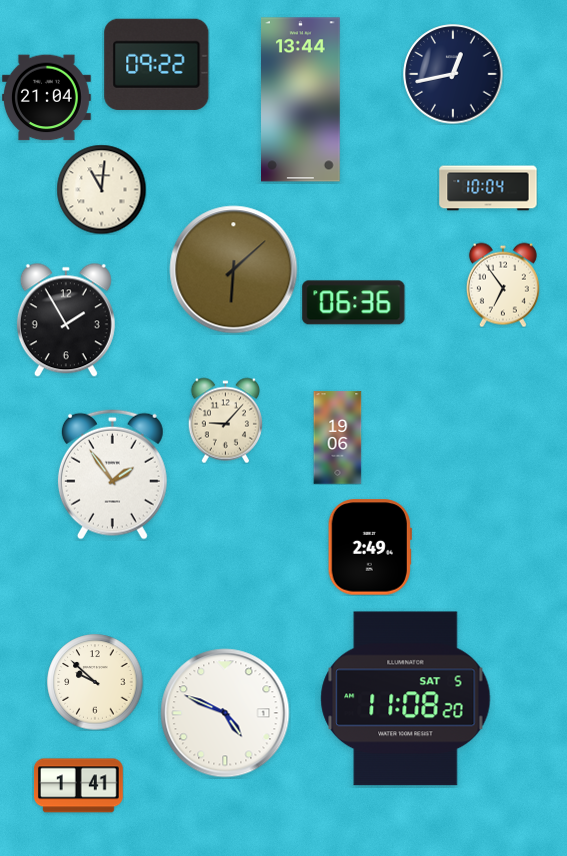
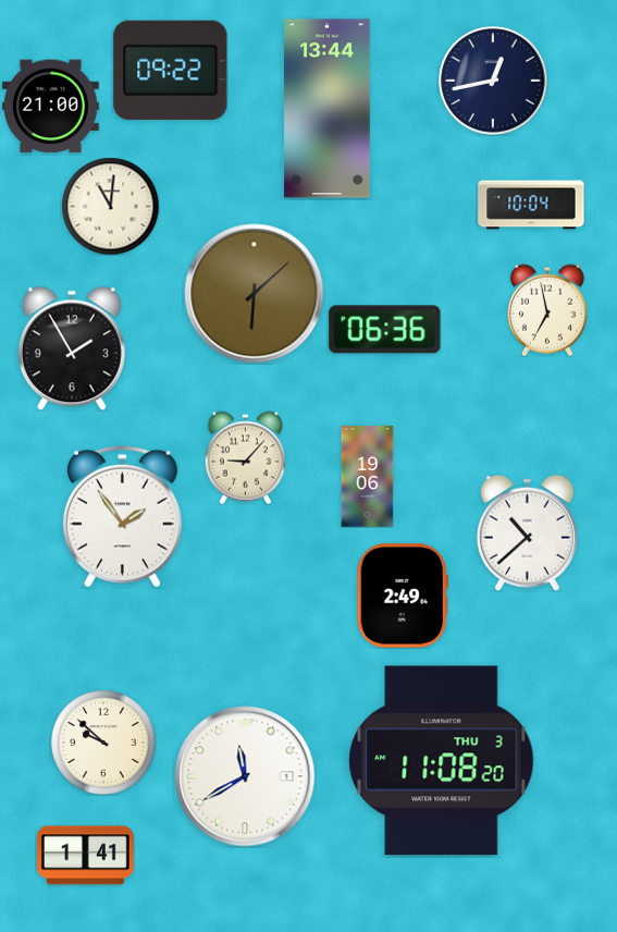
clock at (47, 98): 21:04 -> 21:00
clock at (503, 285): 6:54 -> 6:58
clock at (527, 532): none -> 10:38
clock at (406, 699) date: SAT 5 -> THU 3
clock at (225, 713): 4:49 -> 11:40
